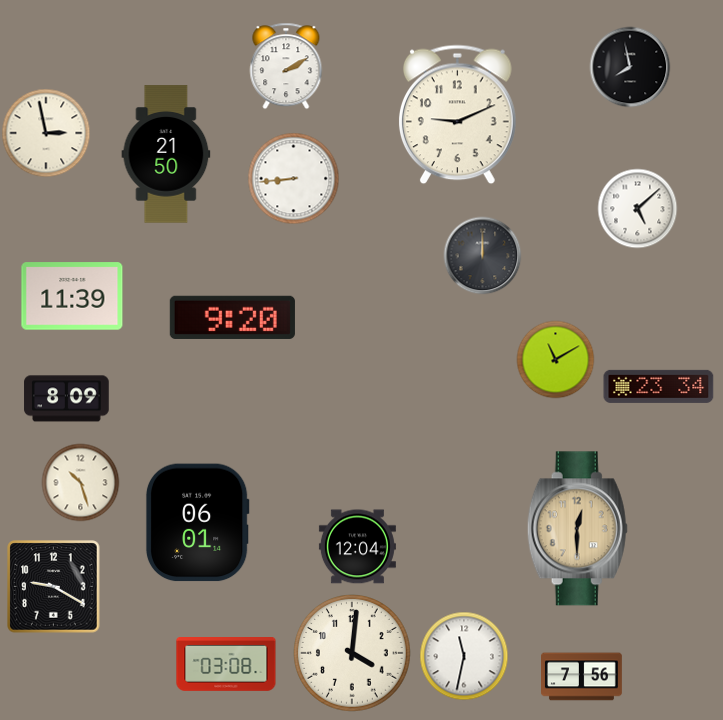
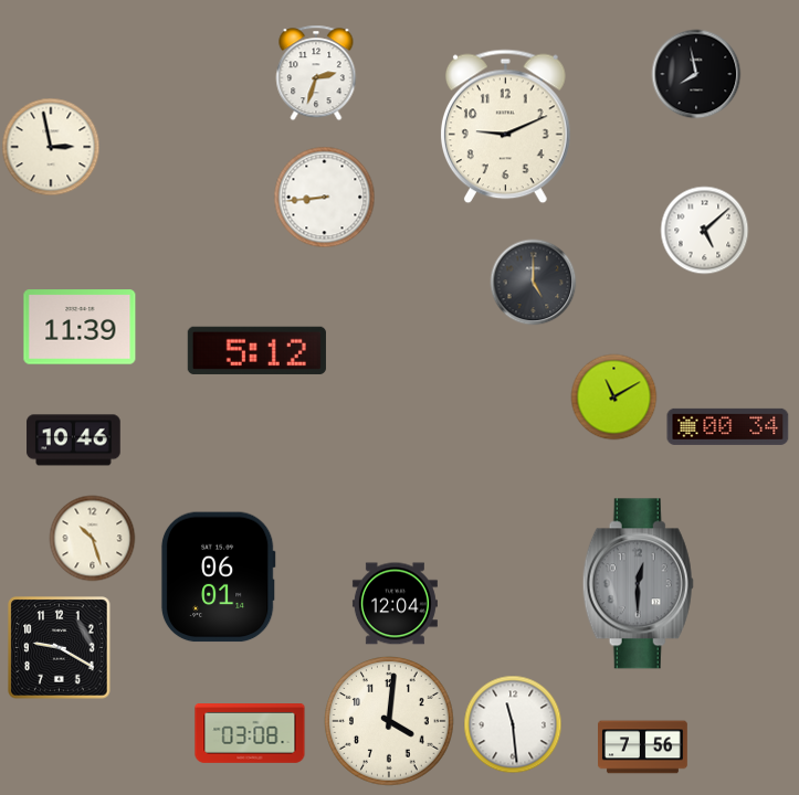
clock at (286, 66): 2:10 -> 2:33
clock at (166, 154): 21:50 -> none
clock at (482, 255): 12:00 -> 5:00
clock at (232, 317): 9:20 -> 5:12
clock at (659, 386): 23:34 -> 00:34
clock at (67, 399): 8:09 -> 10:46
clock at (80, 482) position: (80, 482) -> (92, 538)
clock at (577, 529) dial: champagne -> grey
clock at (464, 656): 11:32 -> 11:29
